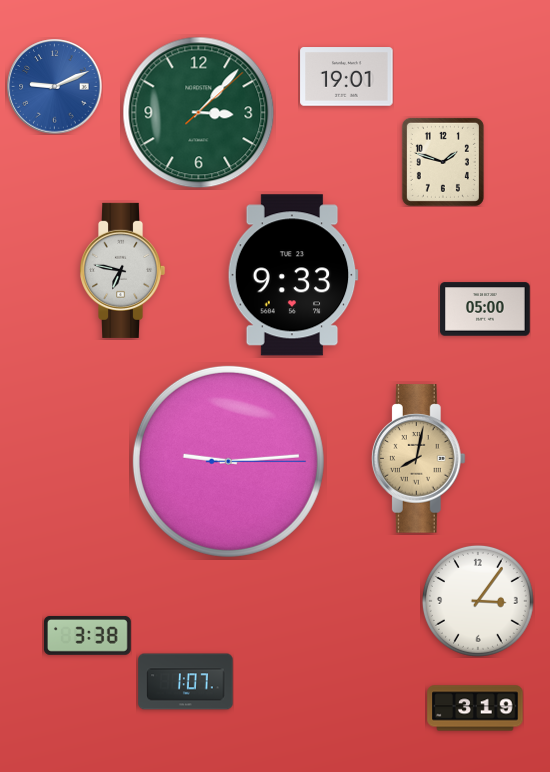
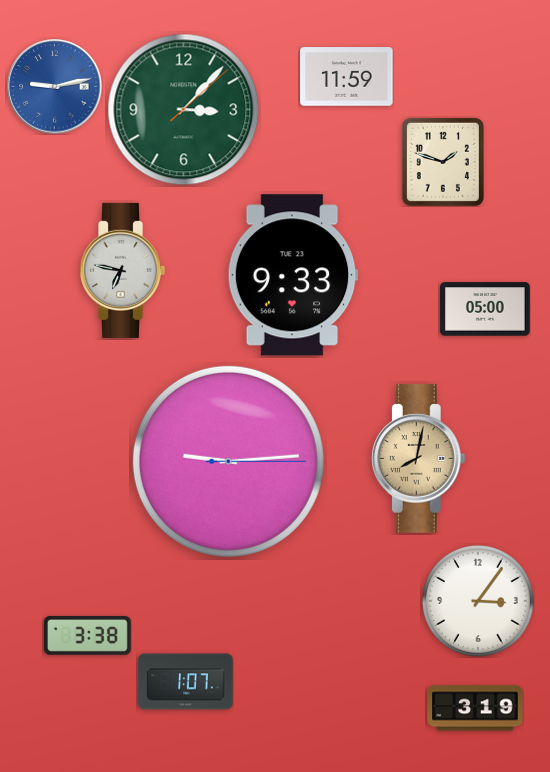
clock at (347, 77): 19:01 -> 11:59
clock at (55, 87): 9:11 -> 9:13
clock at (199, 113) position: (199, 113) -> (184, 110)
